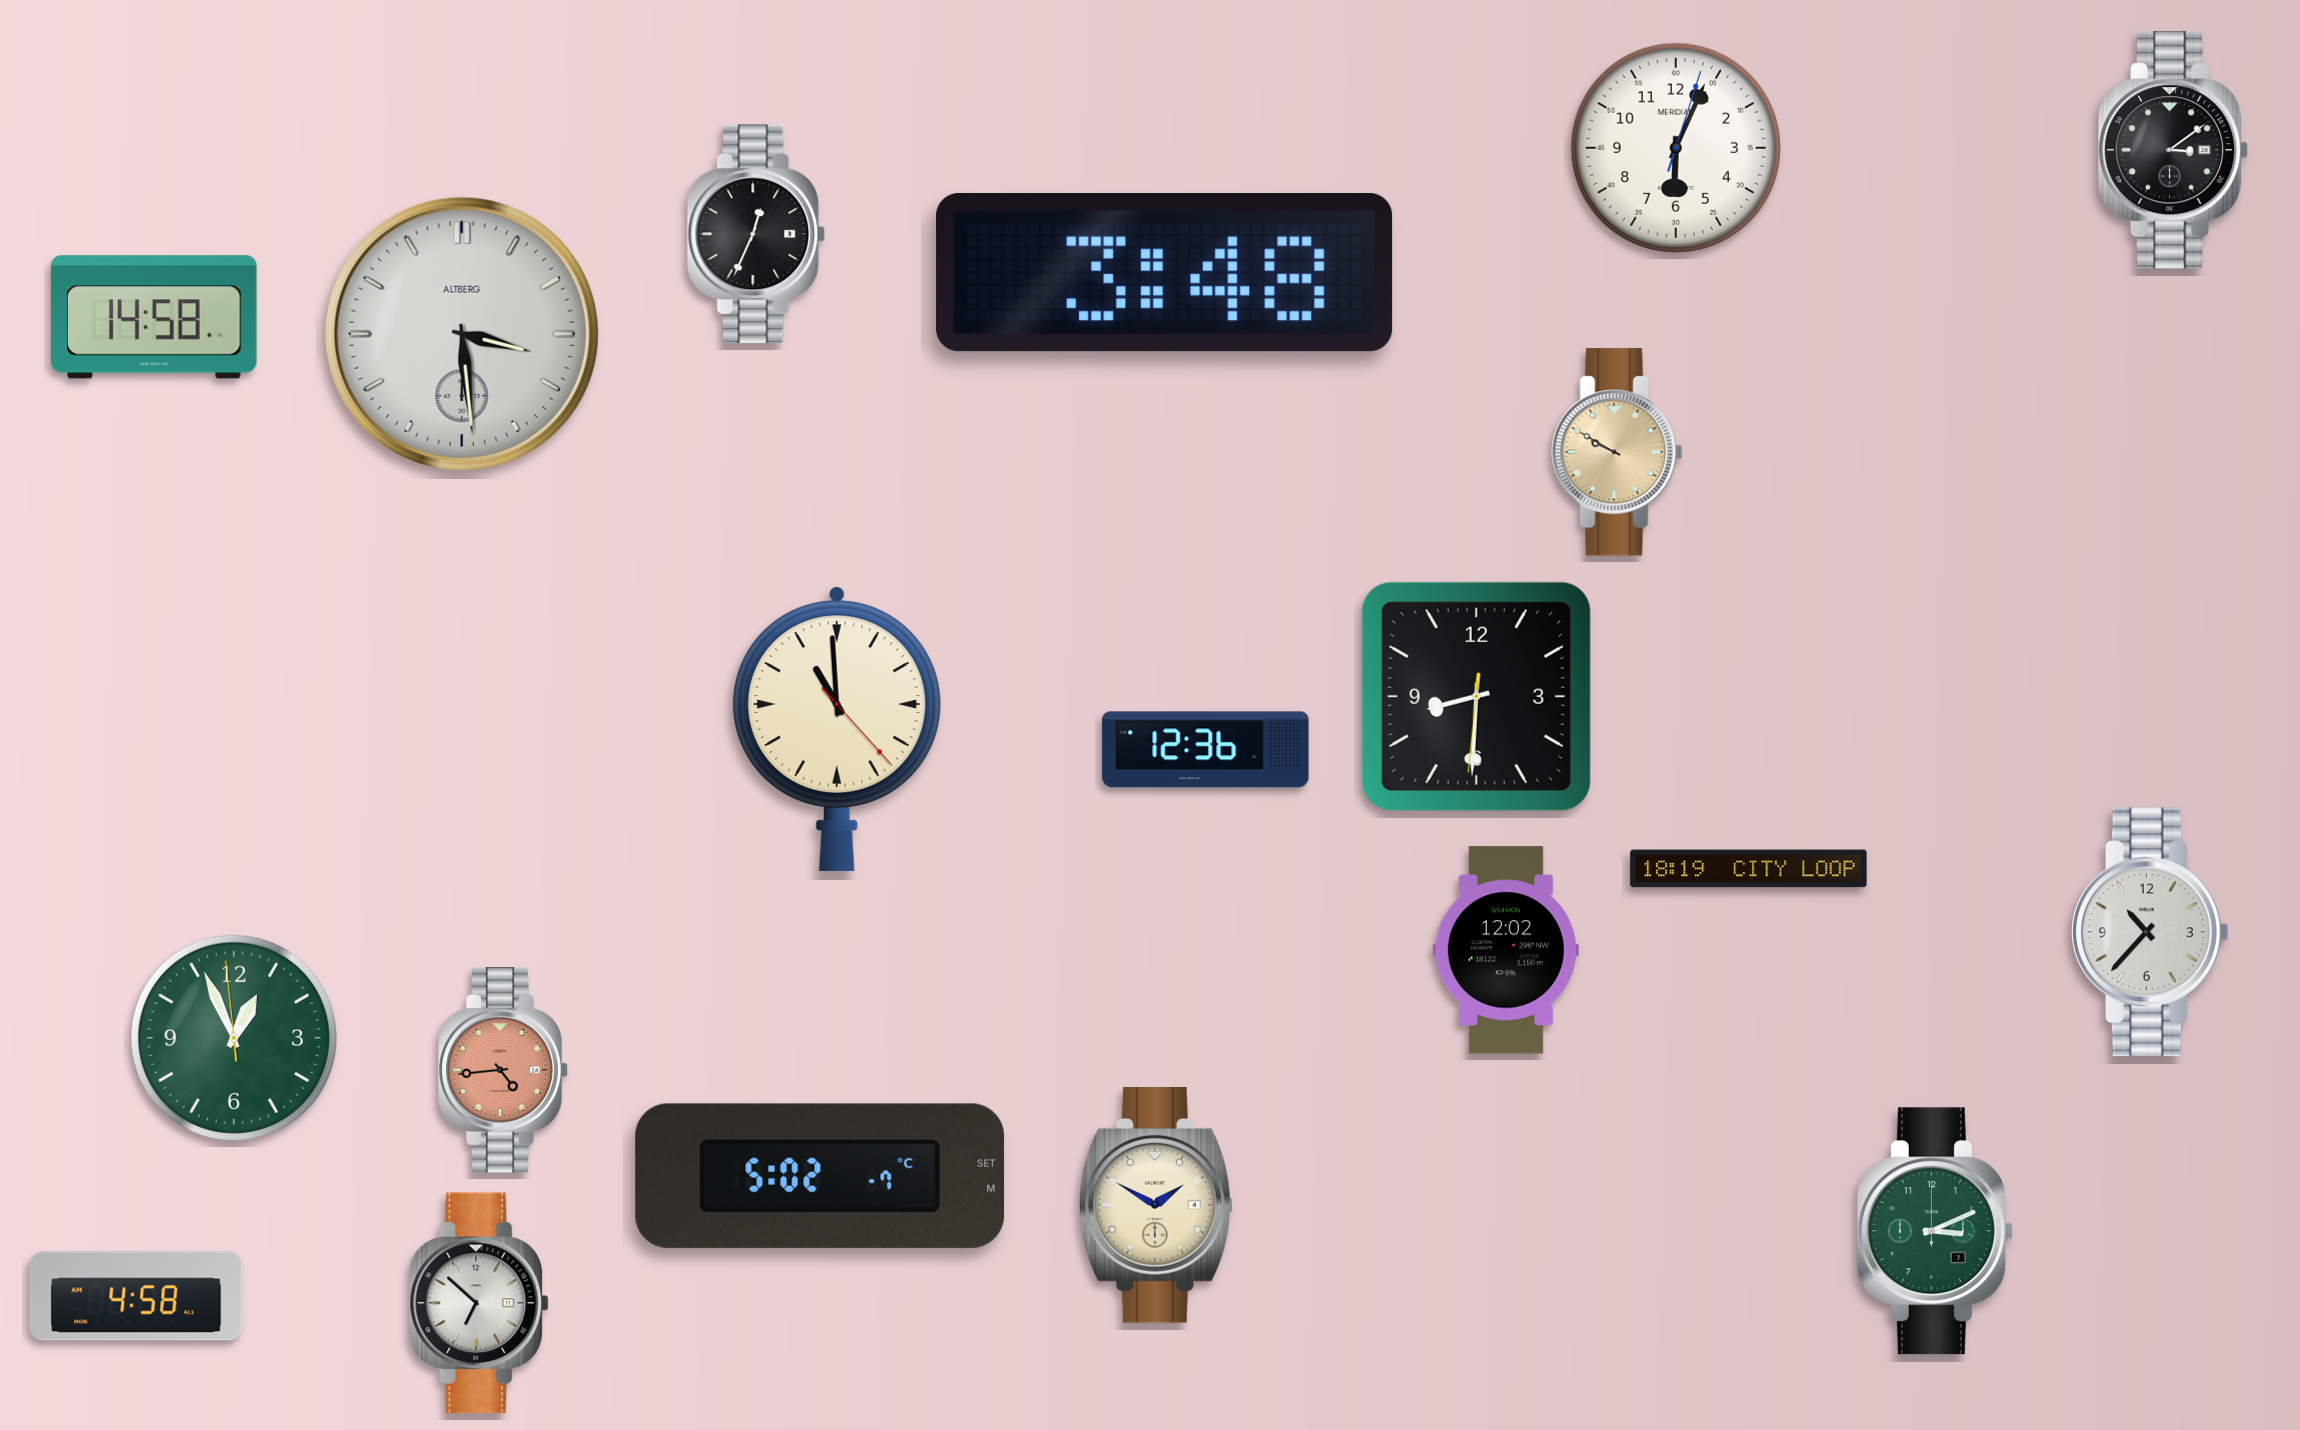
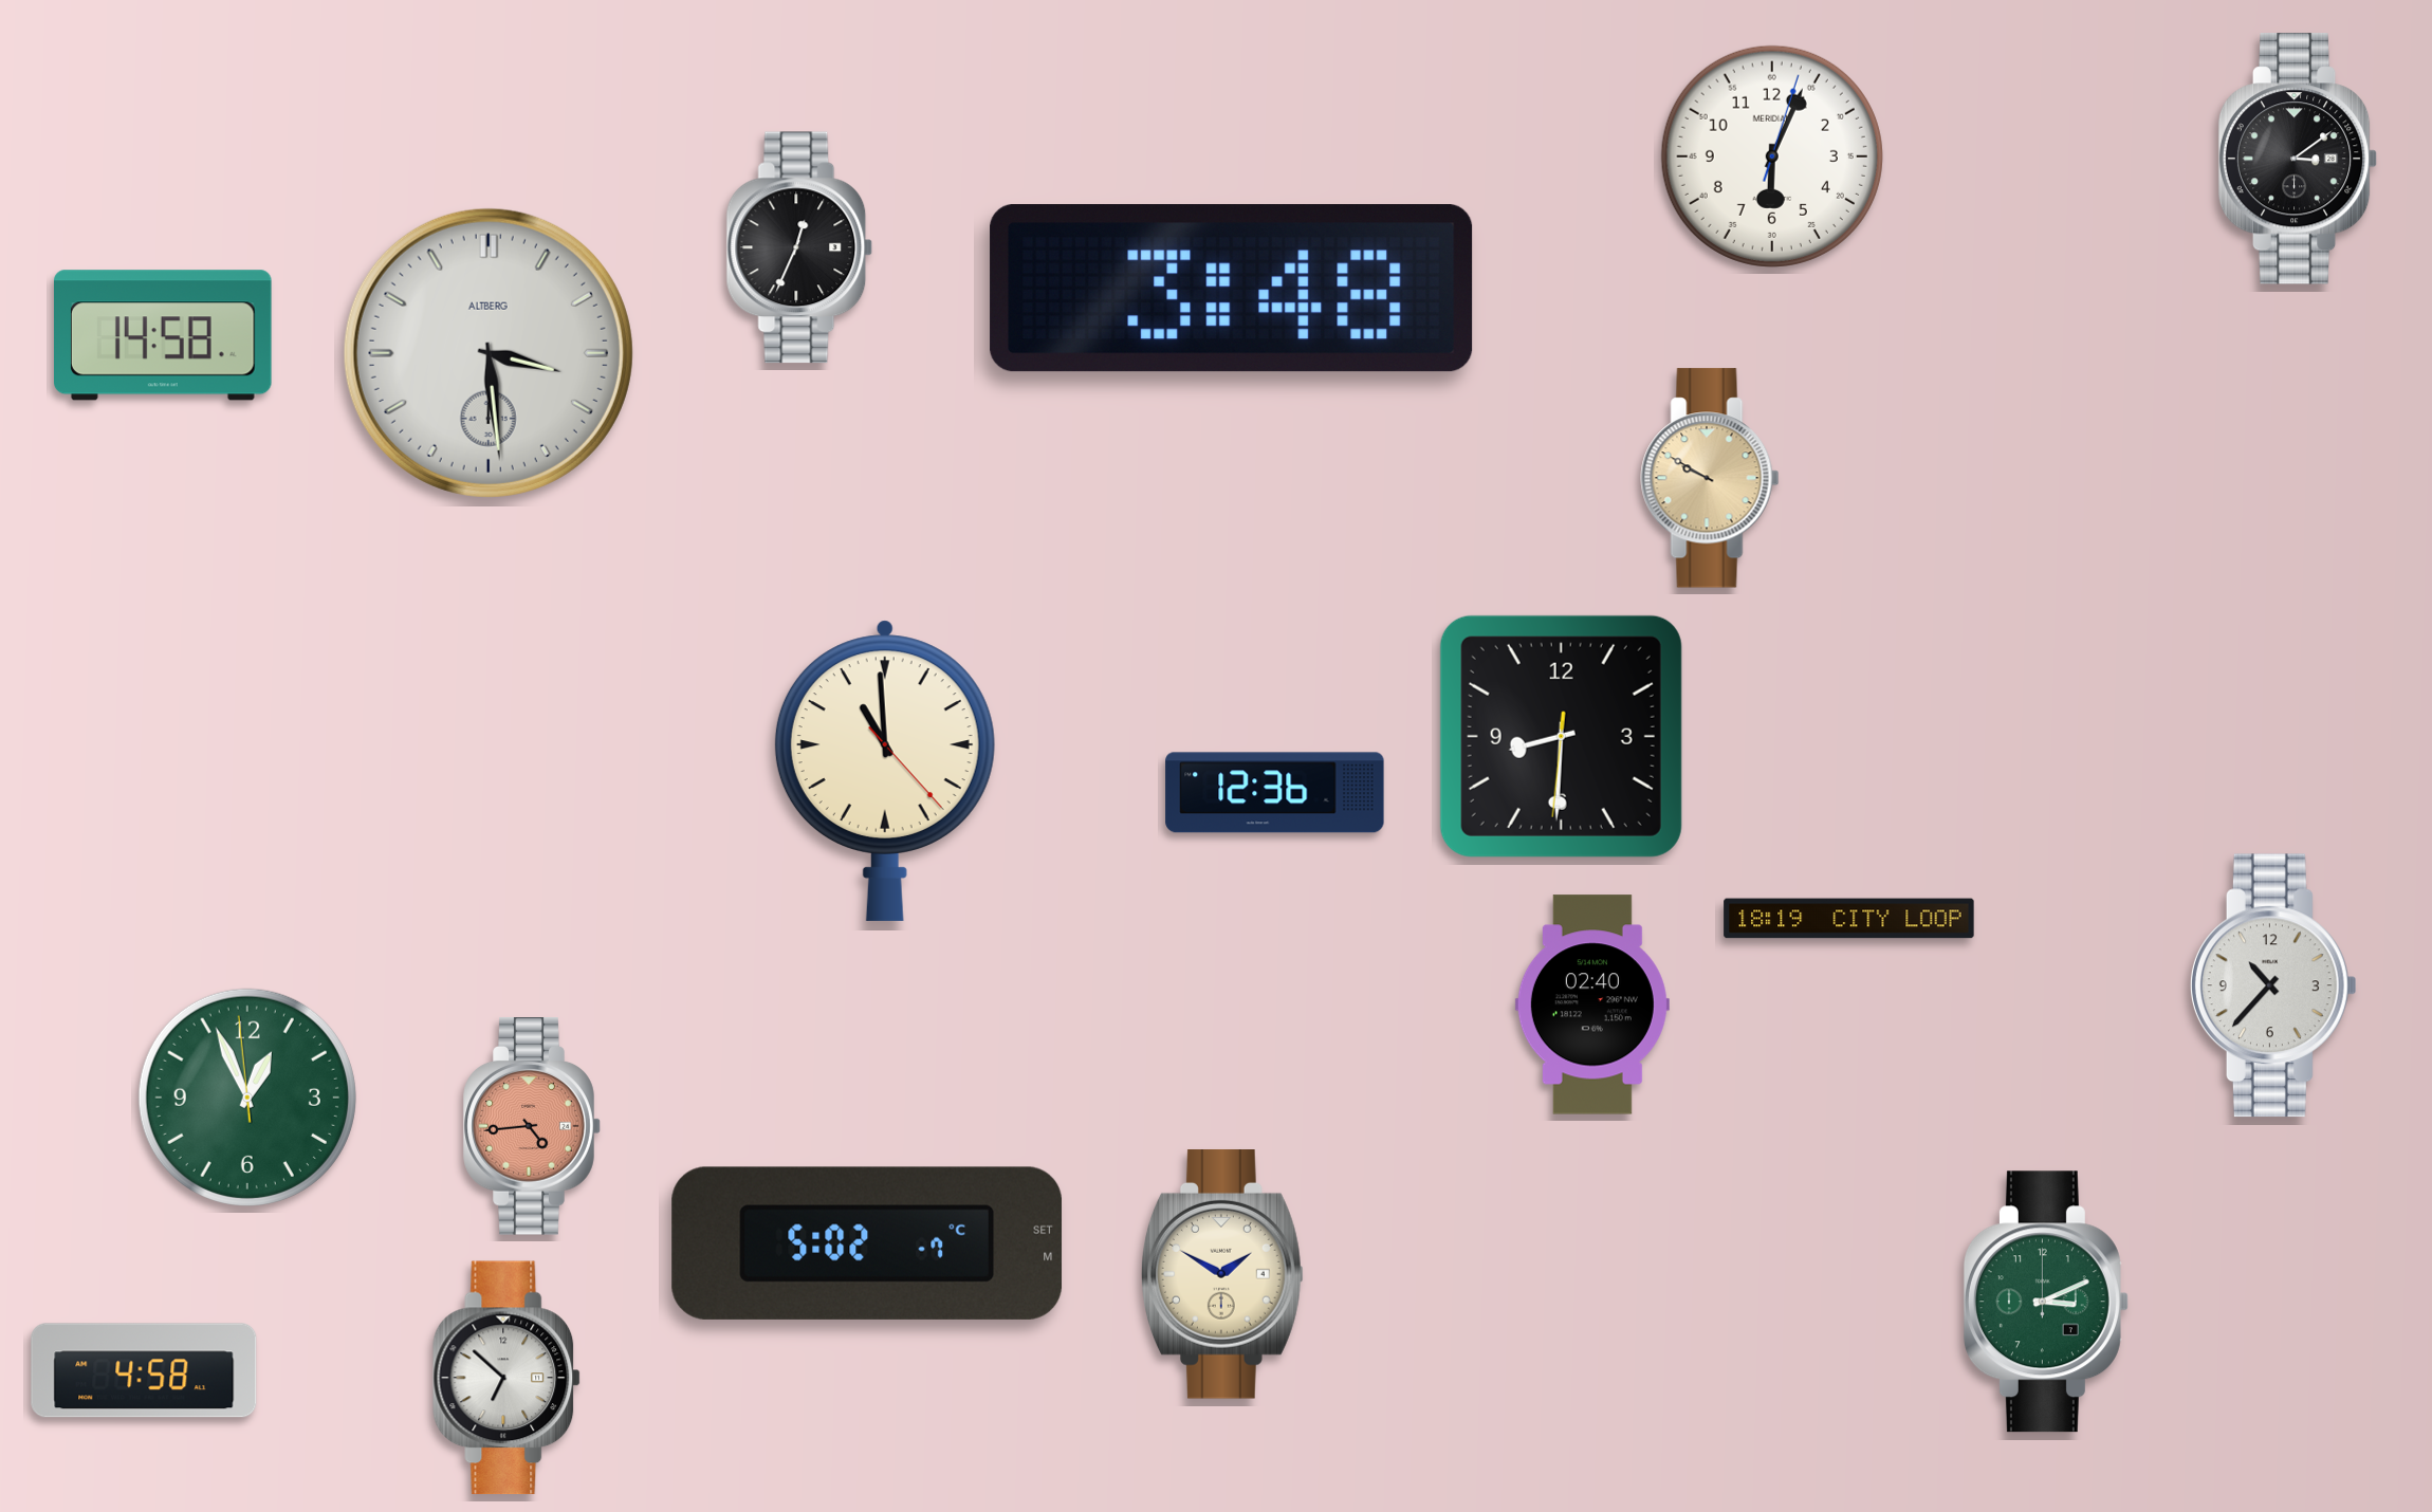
clock at (1506, 950): 12:02 -> 02:40
clock at (503, 1070) position: (503, 1070) -> (532, 1126)
